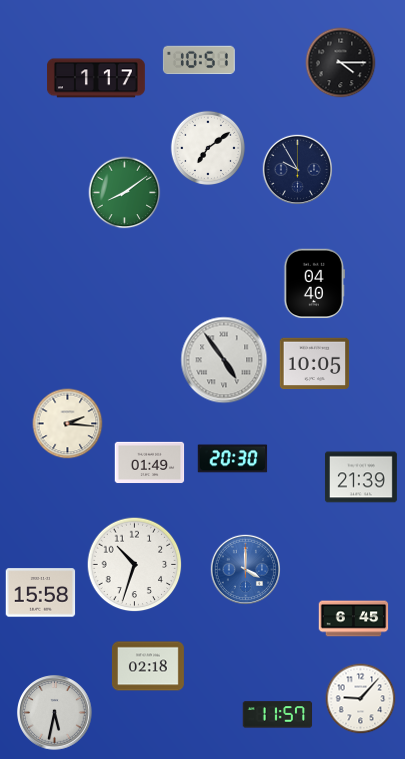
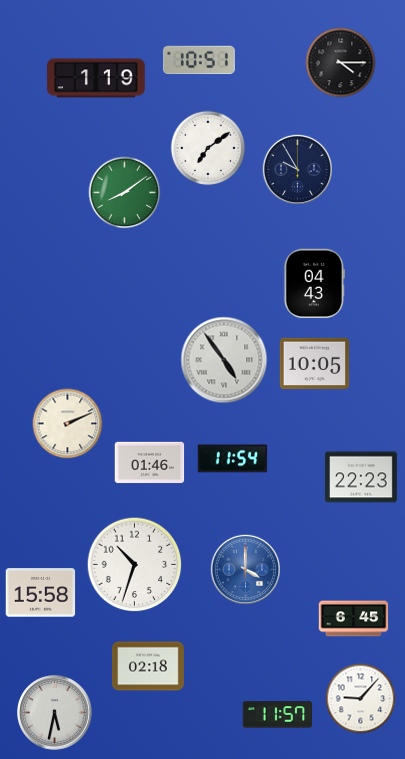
clock at (97, 78): 1:17 -> 1:19
clock at (314, 284): 04:40 -> 04:43
clock at (68, 424): 2:16 -> 2:11
clock at (233, 459): 20:30 -> 11:54
clock at (150, 463): 01:49 -> 01:46
clock at (361, 477): 21:39 -> 22:23
